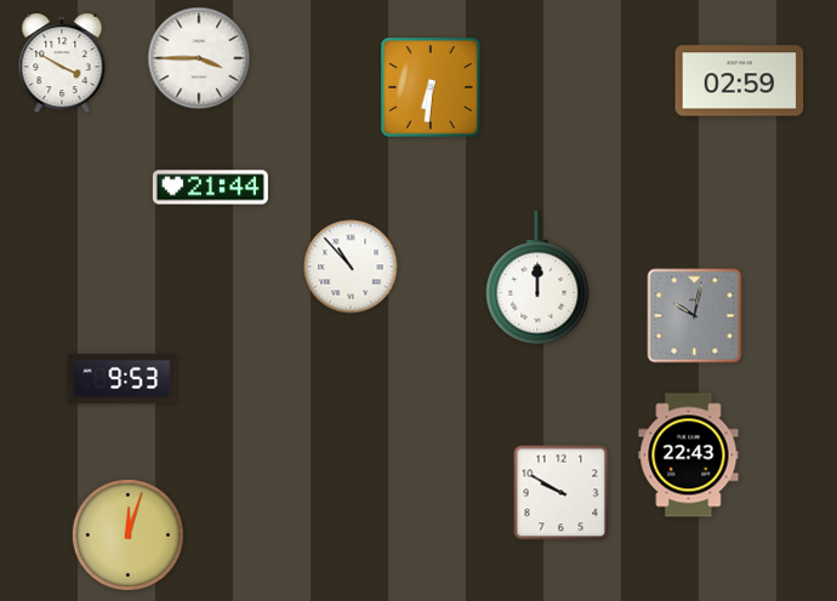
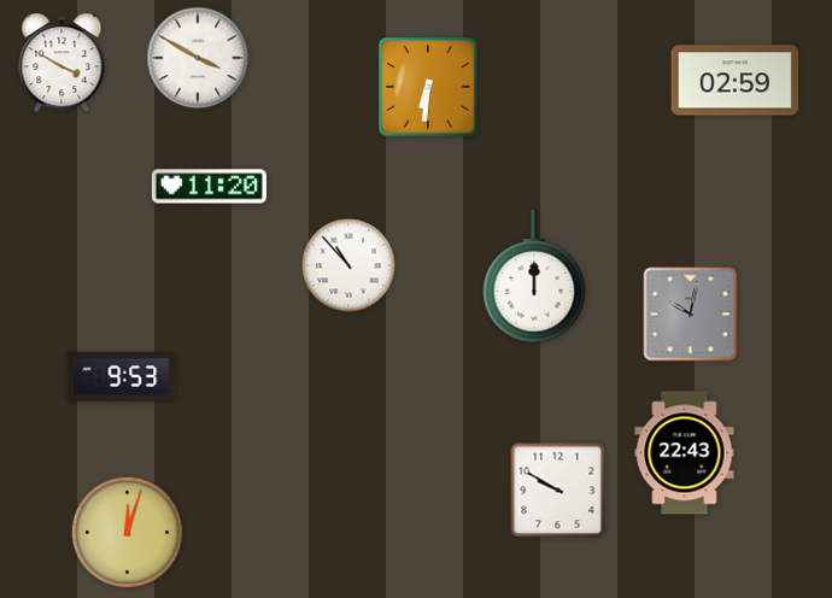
clock at (199, 58): 3:45 -> 3:50
clock at (210, 188): 21:44 -> 11:20
